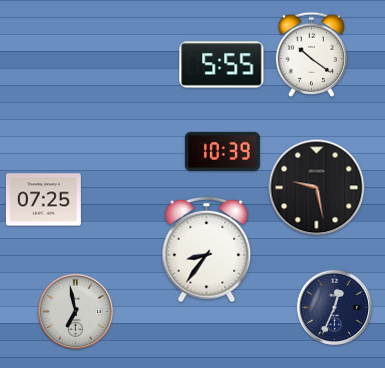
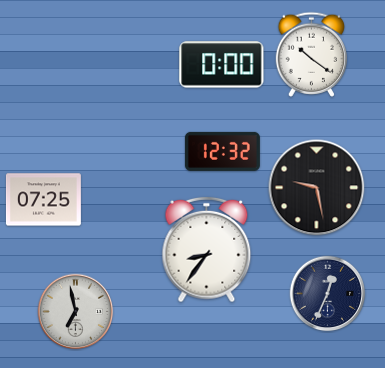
clock at (222, 65): 5:55 -> 0:00
clock at (222, 151): 10:39 -> 12:32
clock at (335, 308) position: (335, 308) -> (328, 294)
